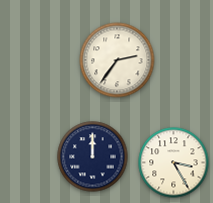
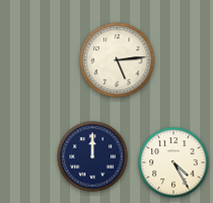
clock at (117, 60): 2:36 -> 5:14
clock at (174, 163): 3:25 -> 4:25
